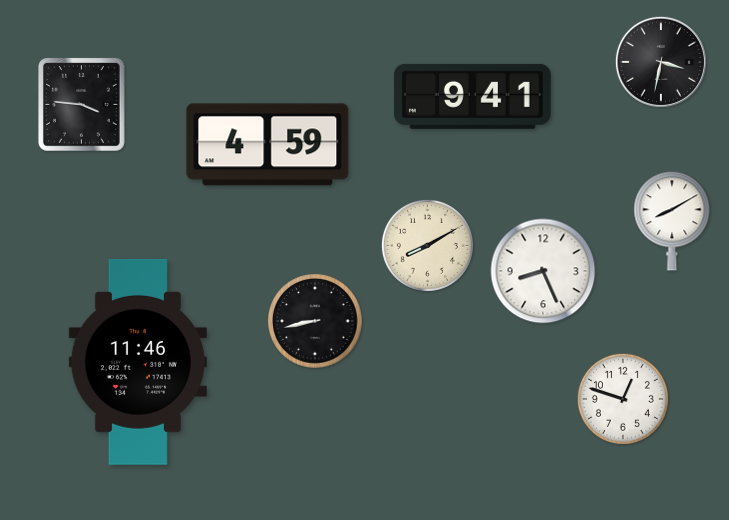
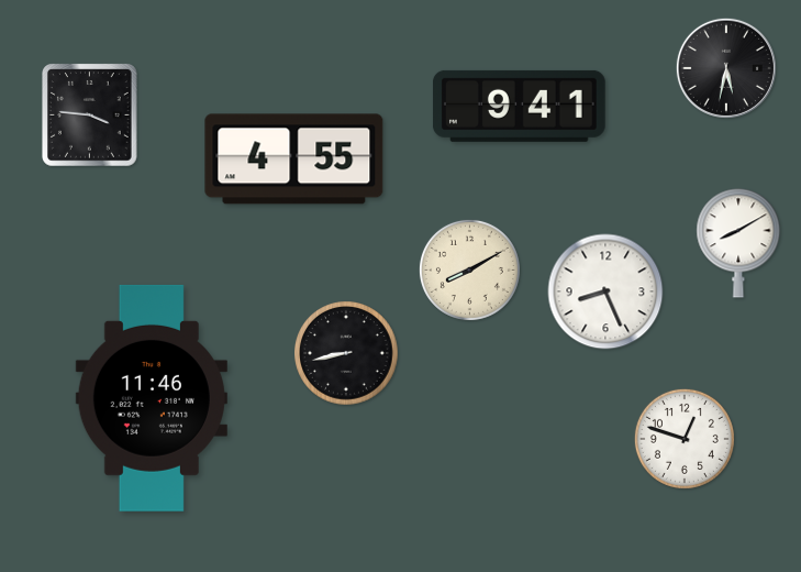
clock at (661, 62): 3:32 -> 5:32
clock at (268, 145): 4:59 -> 4:55
clock at (543, 271) position: (543, 271) -> (605, 291)
